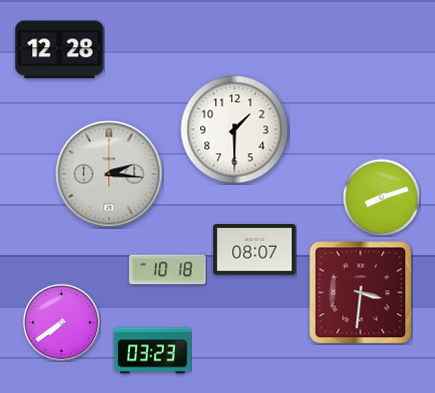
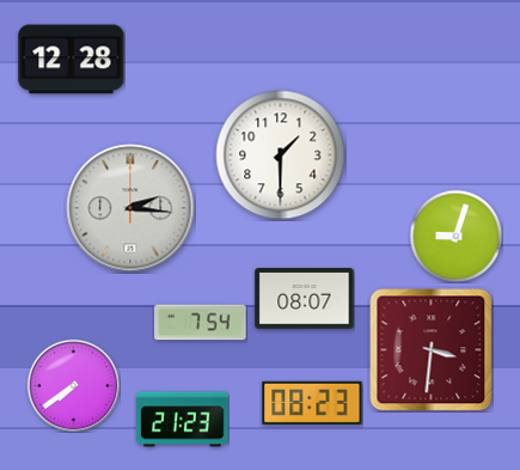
clock at (381, 197): 8:12 -> 9:03
clock at (168, 270): 10:18 -> 7:54
clock at (312, 402): none -> 08:23
clock at (153, 351): 03:23 -> 21:23
